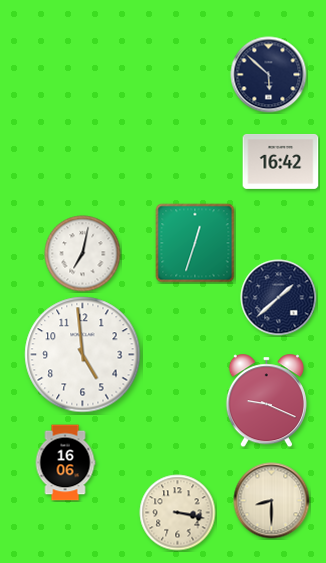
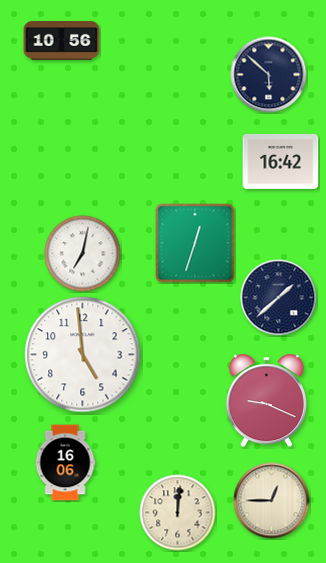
clock at (62, 41): none -> 10:56
clock at (272, 501): 8:30 -> 12:45
clock at (178, 513): 3:17 -> 12:01
